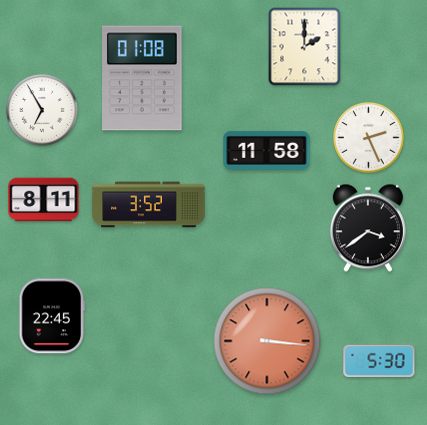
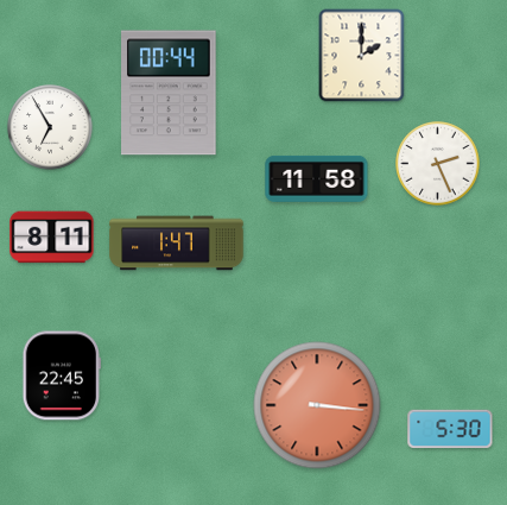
clock at (143, 78): 01:08 -> 00:44
clock at (42, 110) position: (42, 110) -> (50, 127)
clock at (149, 205): 3:52 -> 1:47
clock at (368, 228): 3:39 -> none
